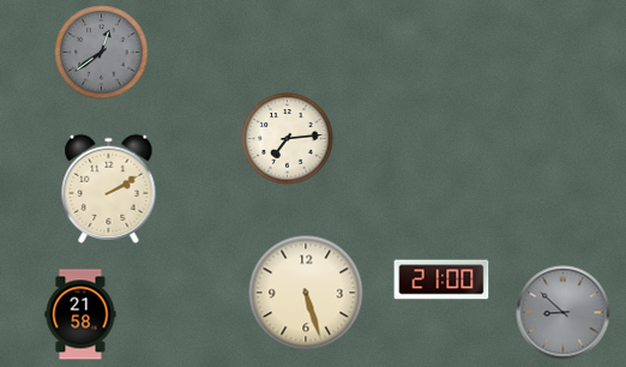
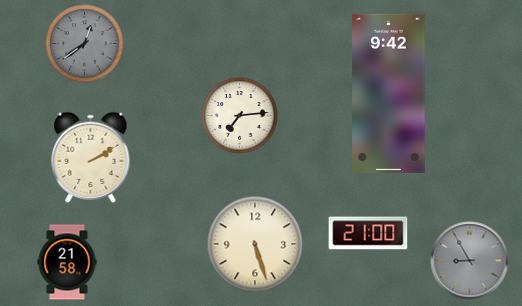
clock at (389, 93): none -> 9:42
clock at (564, 313): 8:52 -> 8:55
